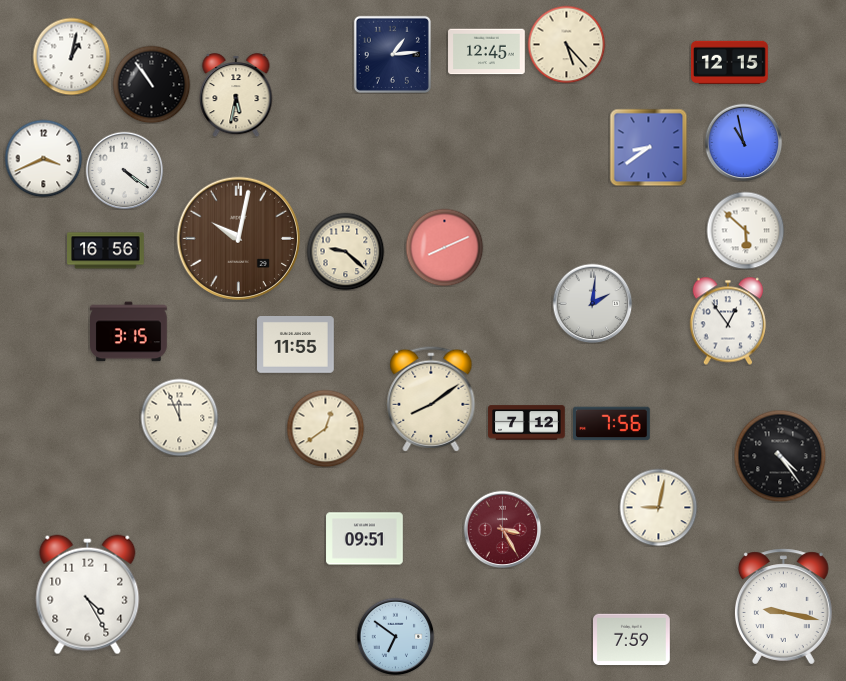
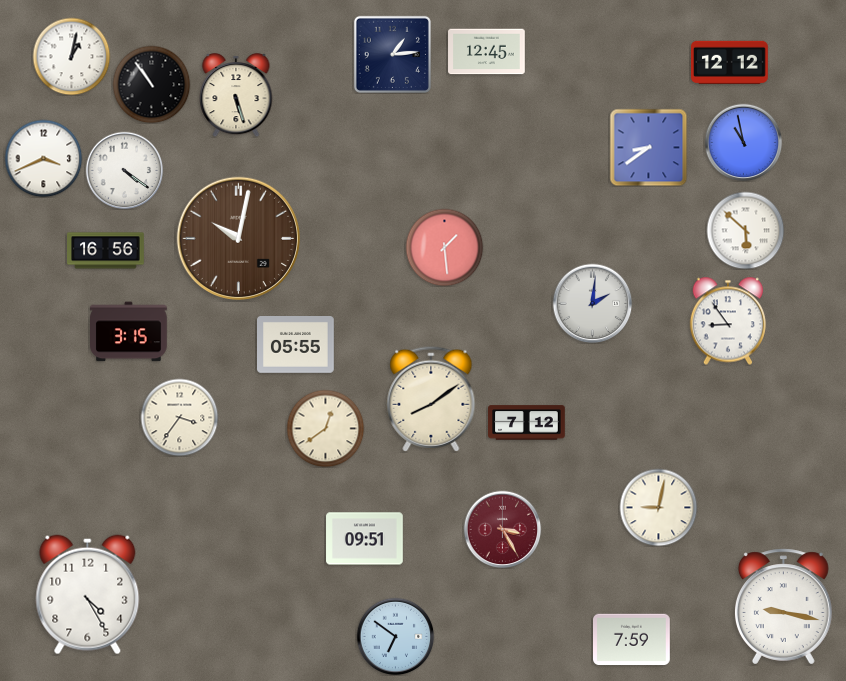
clock at (566, 44): 5:23 -> none
clock at (730, 62): 12:15 -> 12:12
clock at (236, 95): 5:32 -> 5:27
clock at (444, 247): 8:11 -> 1:29
clock at (345, 251): 9:22 -> none
clock at (728, 321): 12:54 -> 8:54
clock at (296, 345): 11:55 -> 05:55
clock at (179, 417): 11:56 -> 3:36
clock at (612, 424): 7:56 -> none
clock at (780, 456): 4:24 -> none
